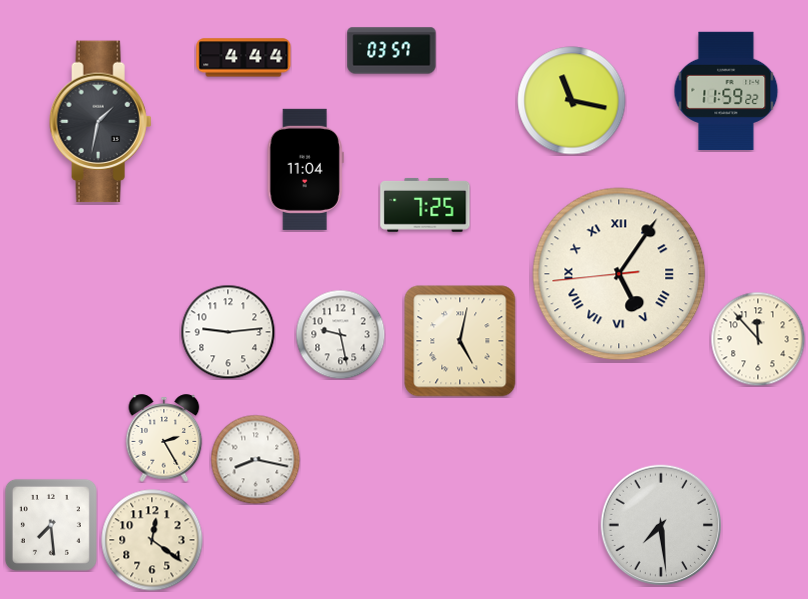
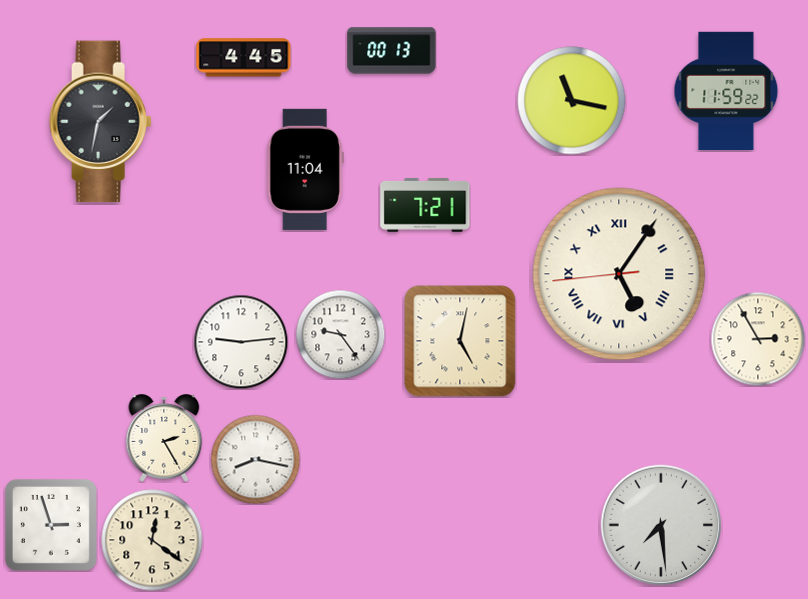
clock at (392, 51): 03:57 -> 00:13
clock at (244, 58): 4:44 -> 4:45
clock at (425, 205): 7:25 -> 7:21
clock at (228, 332) position: (228, 332) -> (241, 342)
clock at (340, 334): 9:28 -> 9:24
clock at (758, 339): 11:53 -> 2:55
clock at (51, 525): 7:29 -> 2:57
